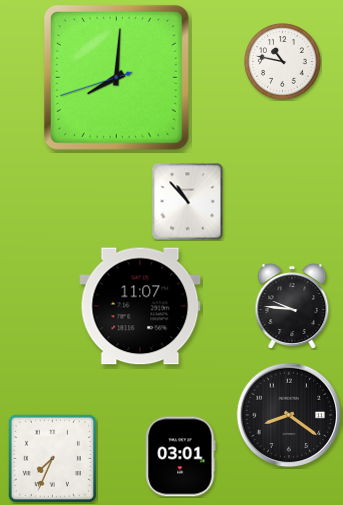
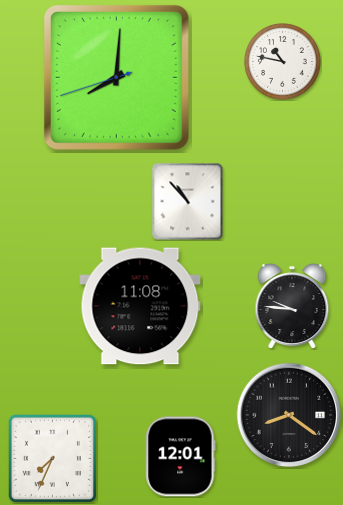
clock at (140, 306): 11:07 -> 11:08
clock at (181, 457): 03:01 -> 12:01
